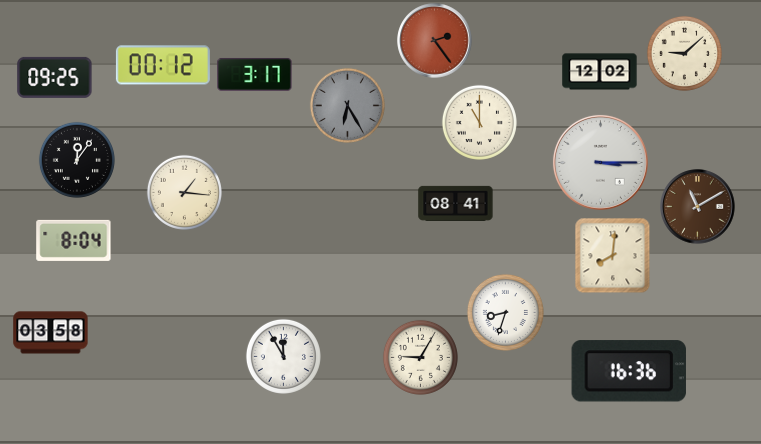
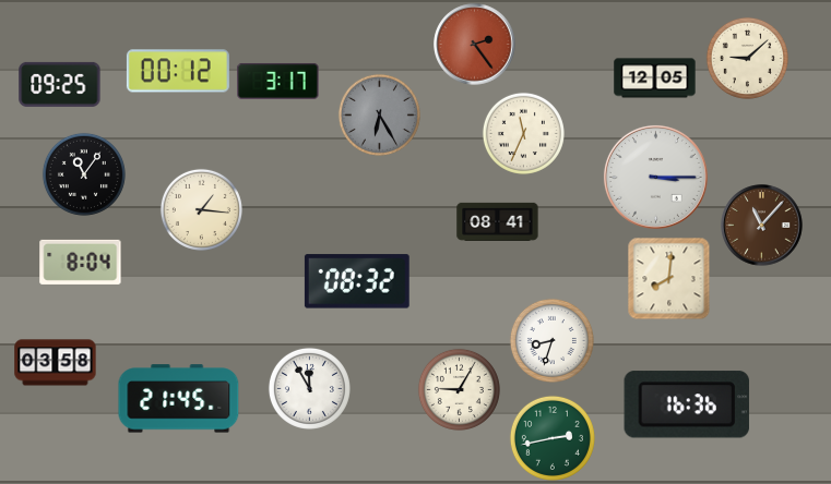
clock at (600, 72): 12:02 -> 12:05
clock at (479, 122): 11:00 -> 11:34
clock at (77, 160): 12:06 -> 11:06
clock at (698, 207): 11:10 -> 11:07
clock at (357, 281): none -> 08:32
clock at (179, 399): none -> 21:45
clock at (553, 438): none -> 2:43
